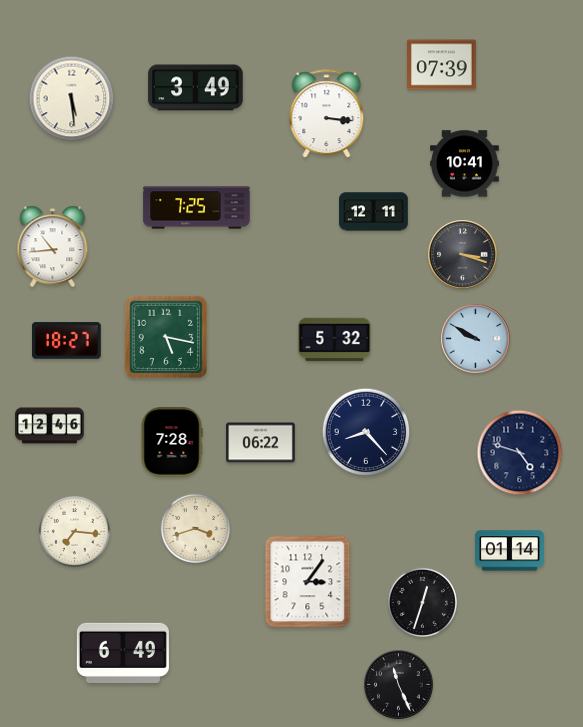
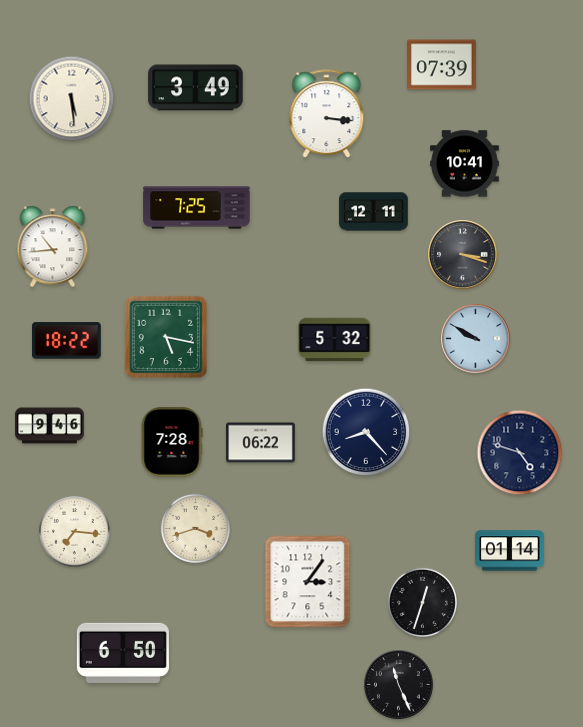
clock at (67, 341): 18:27 -> 18:22
clock at (50, 426): 12:46 -> 9:46
clock at (123, 653): 6:49 -> 6:50
